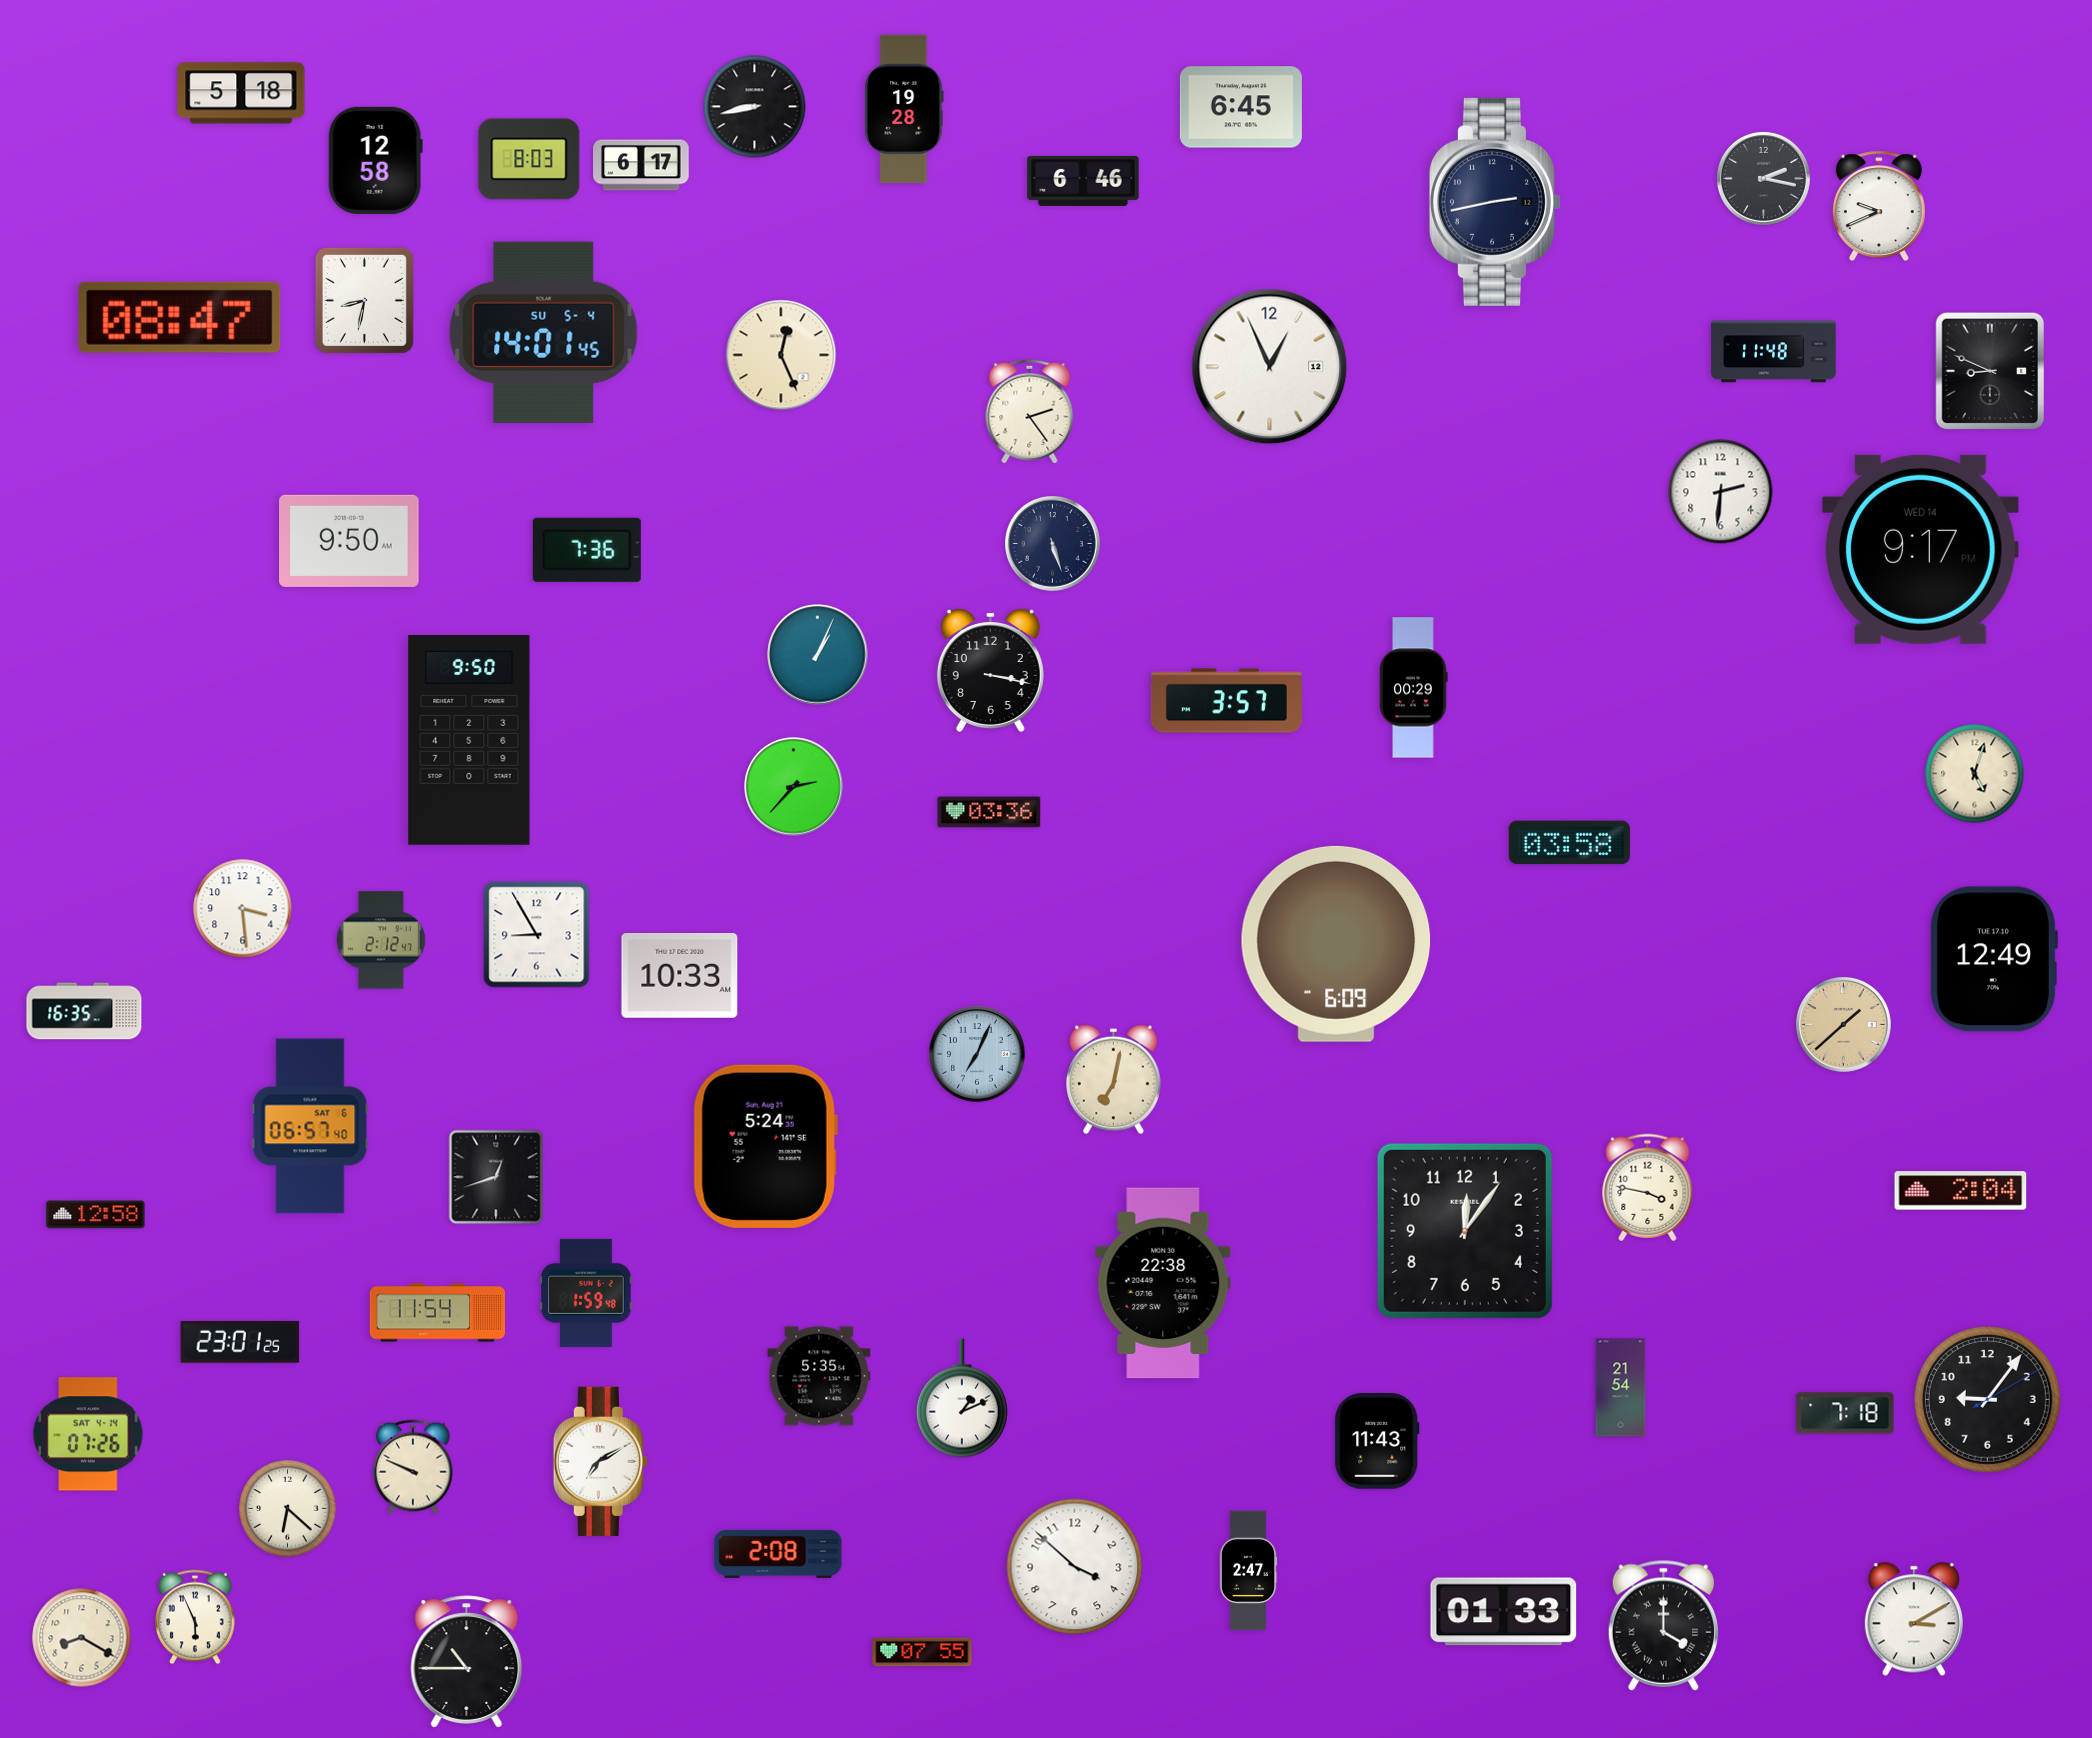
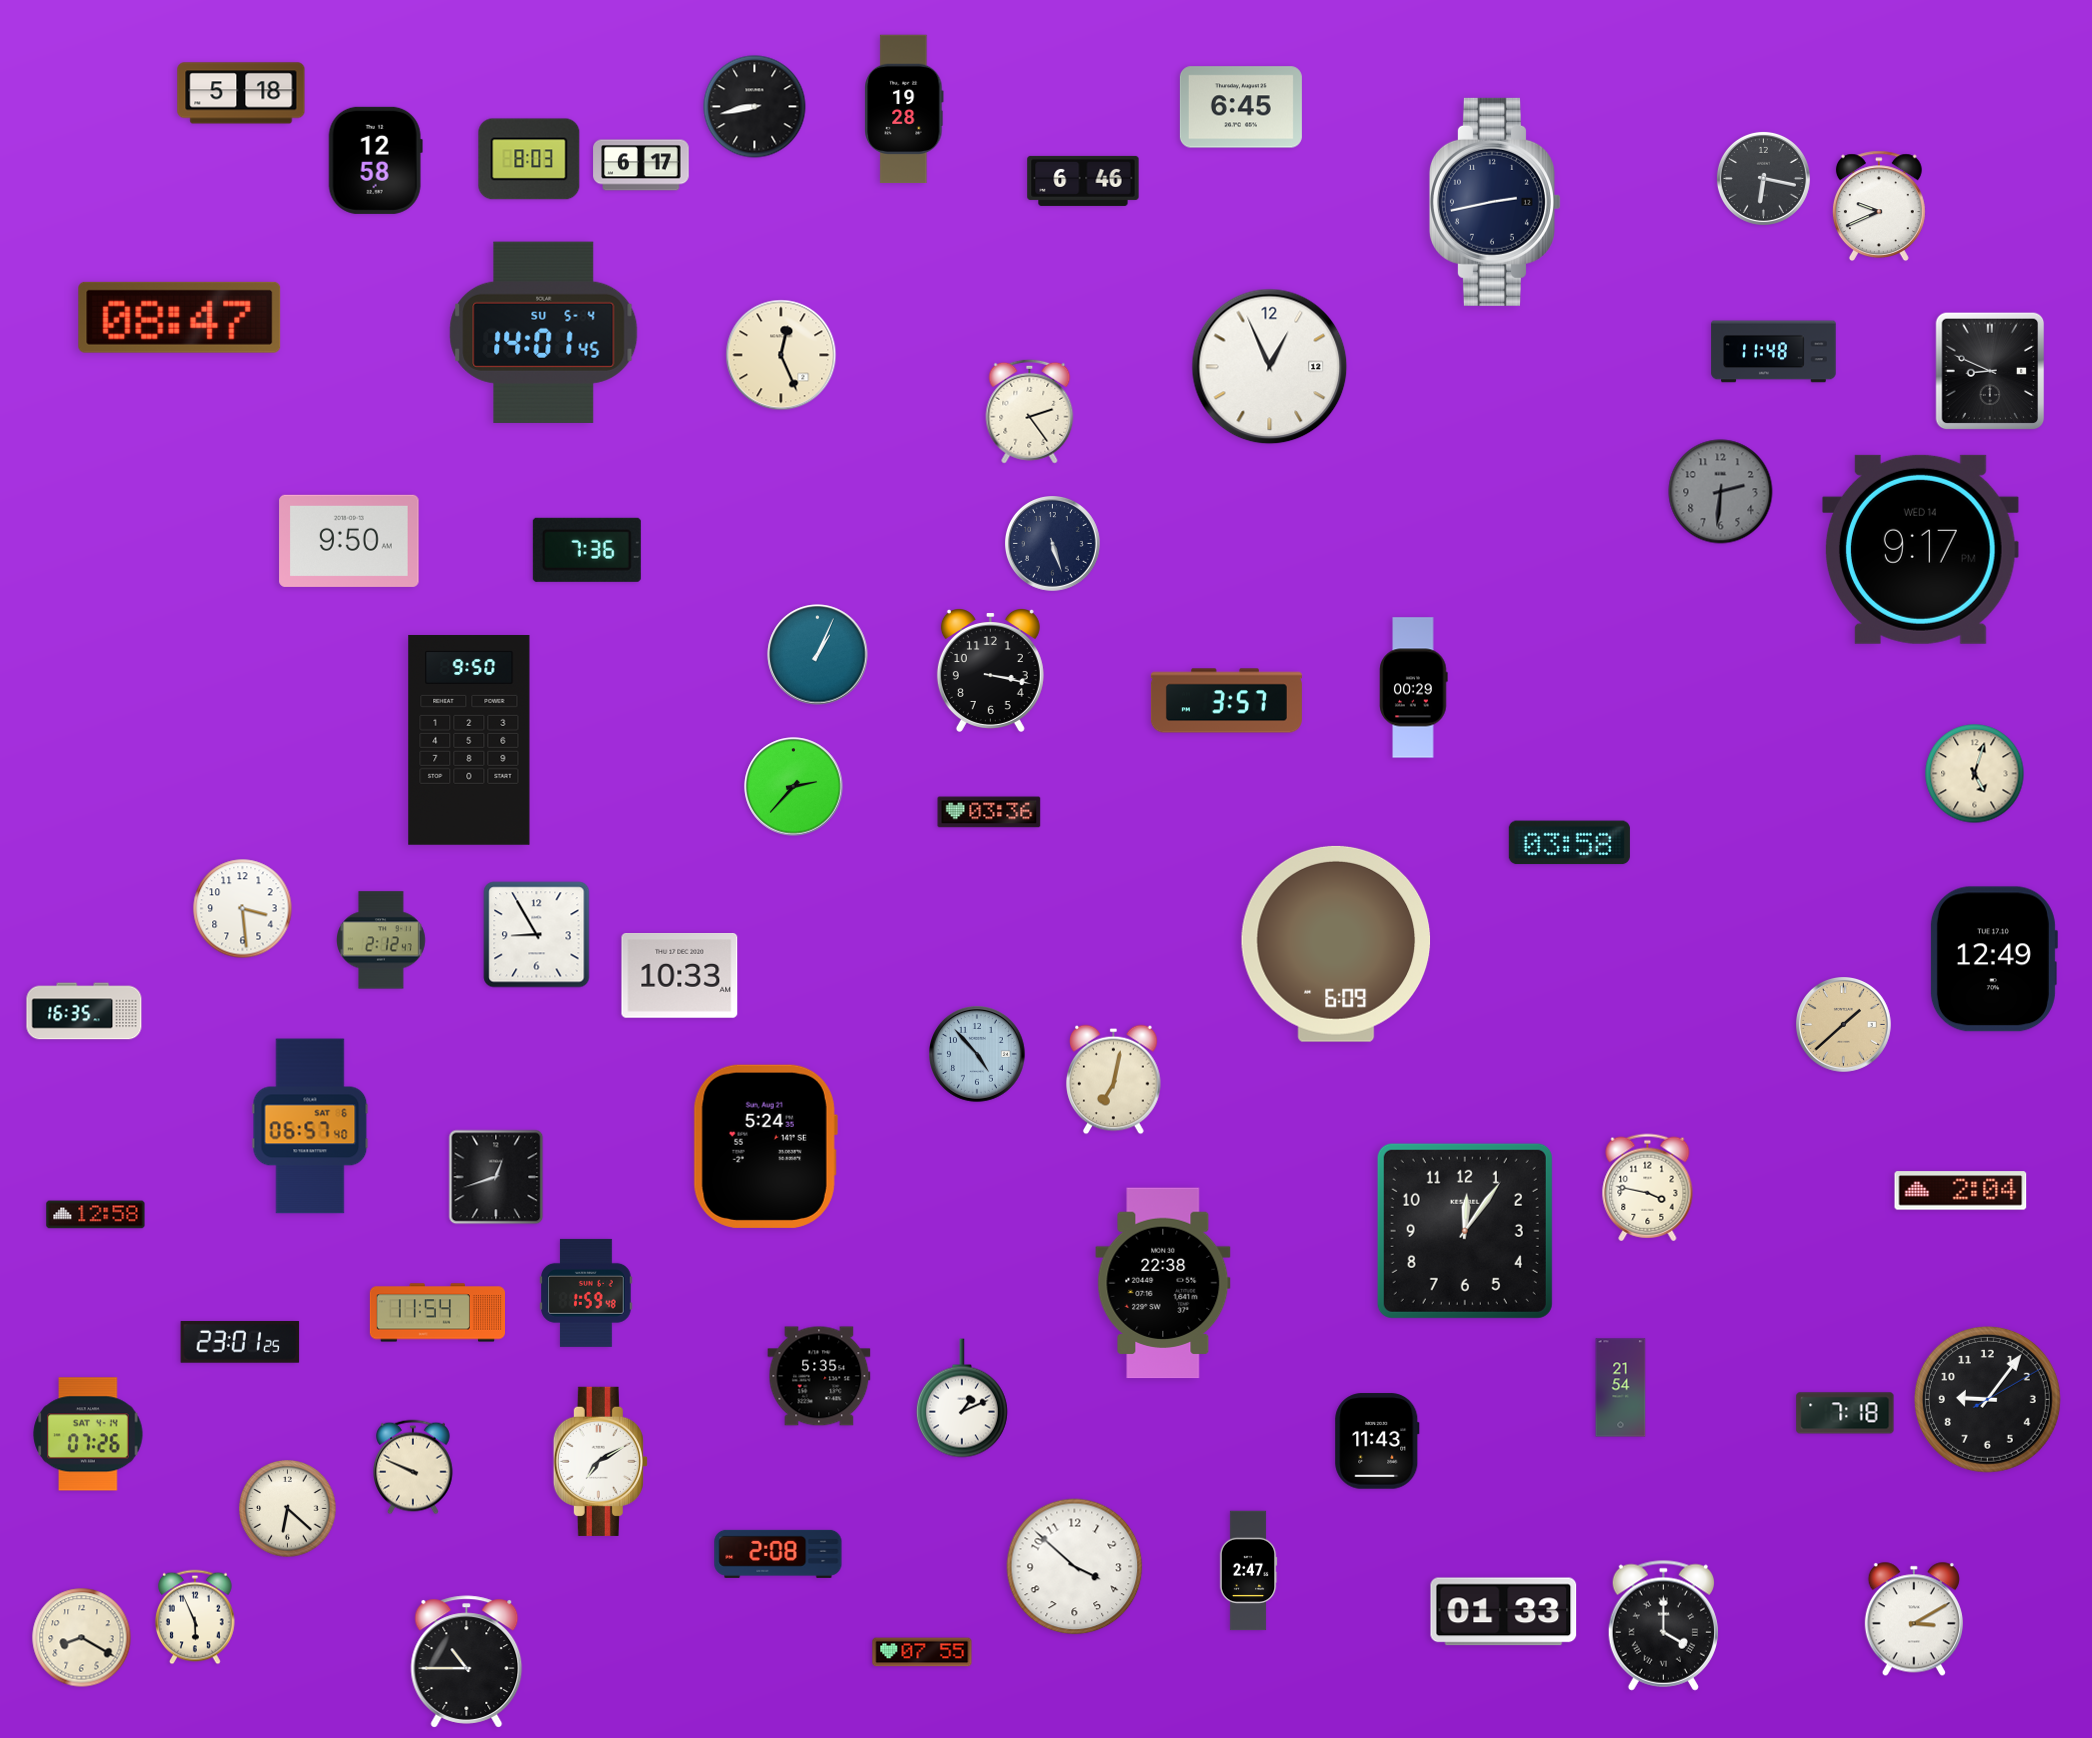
clock at (1763, 178): 2:17 -> 6:17
clock at (364, 300): 8:32 -> none
clock at (1721, 492) dial: white -> grey
clock at (978, 1055): 7:04 -> 4:53
